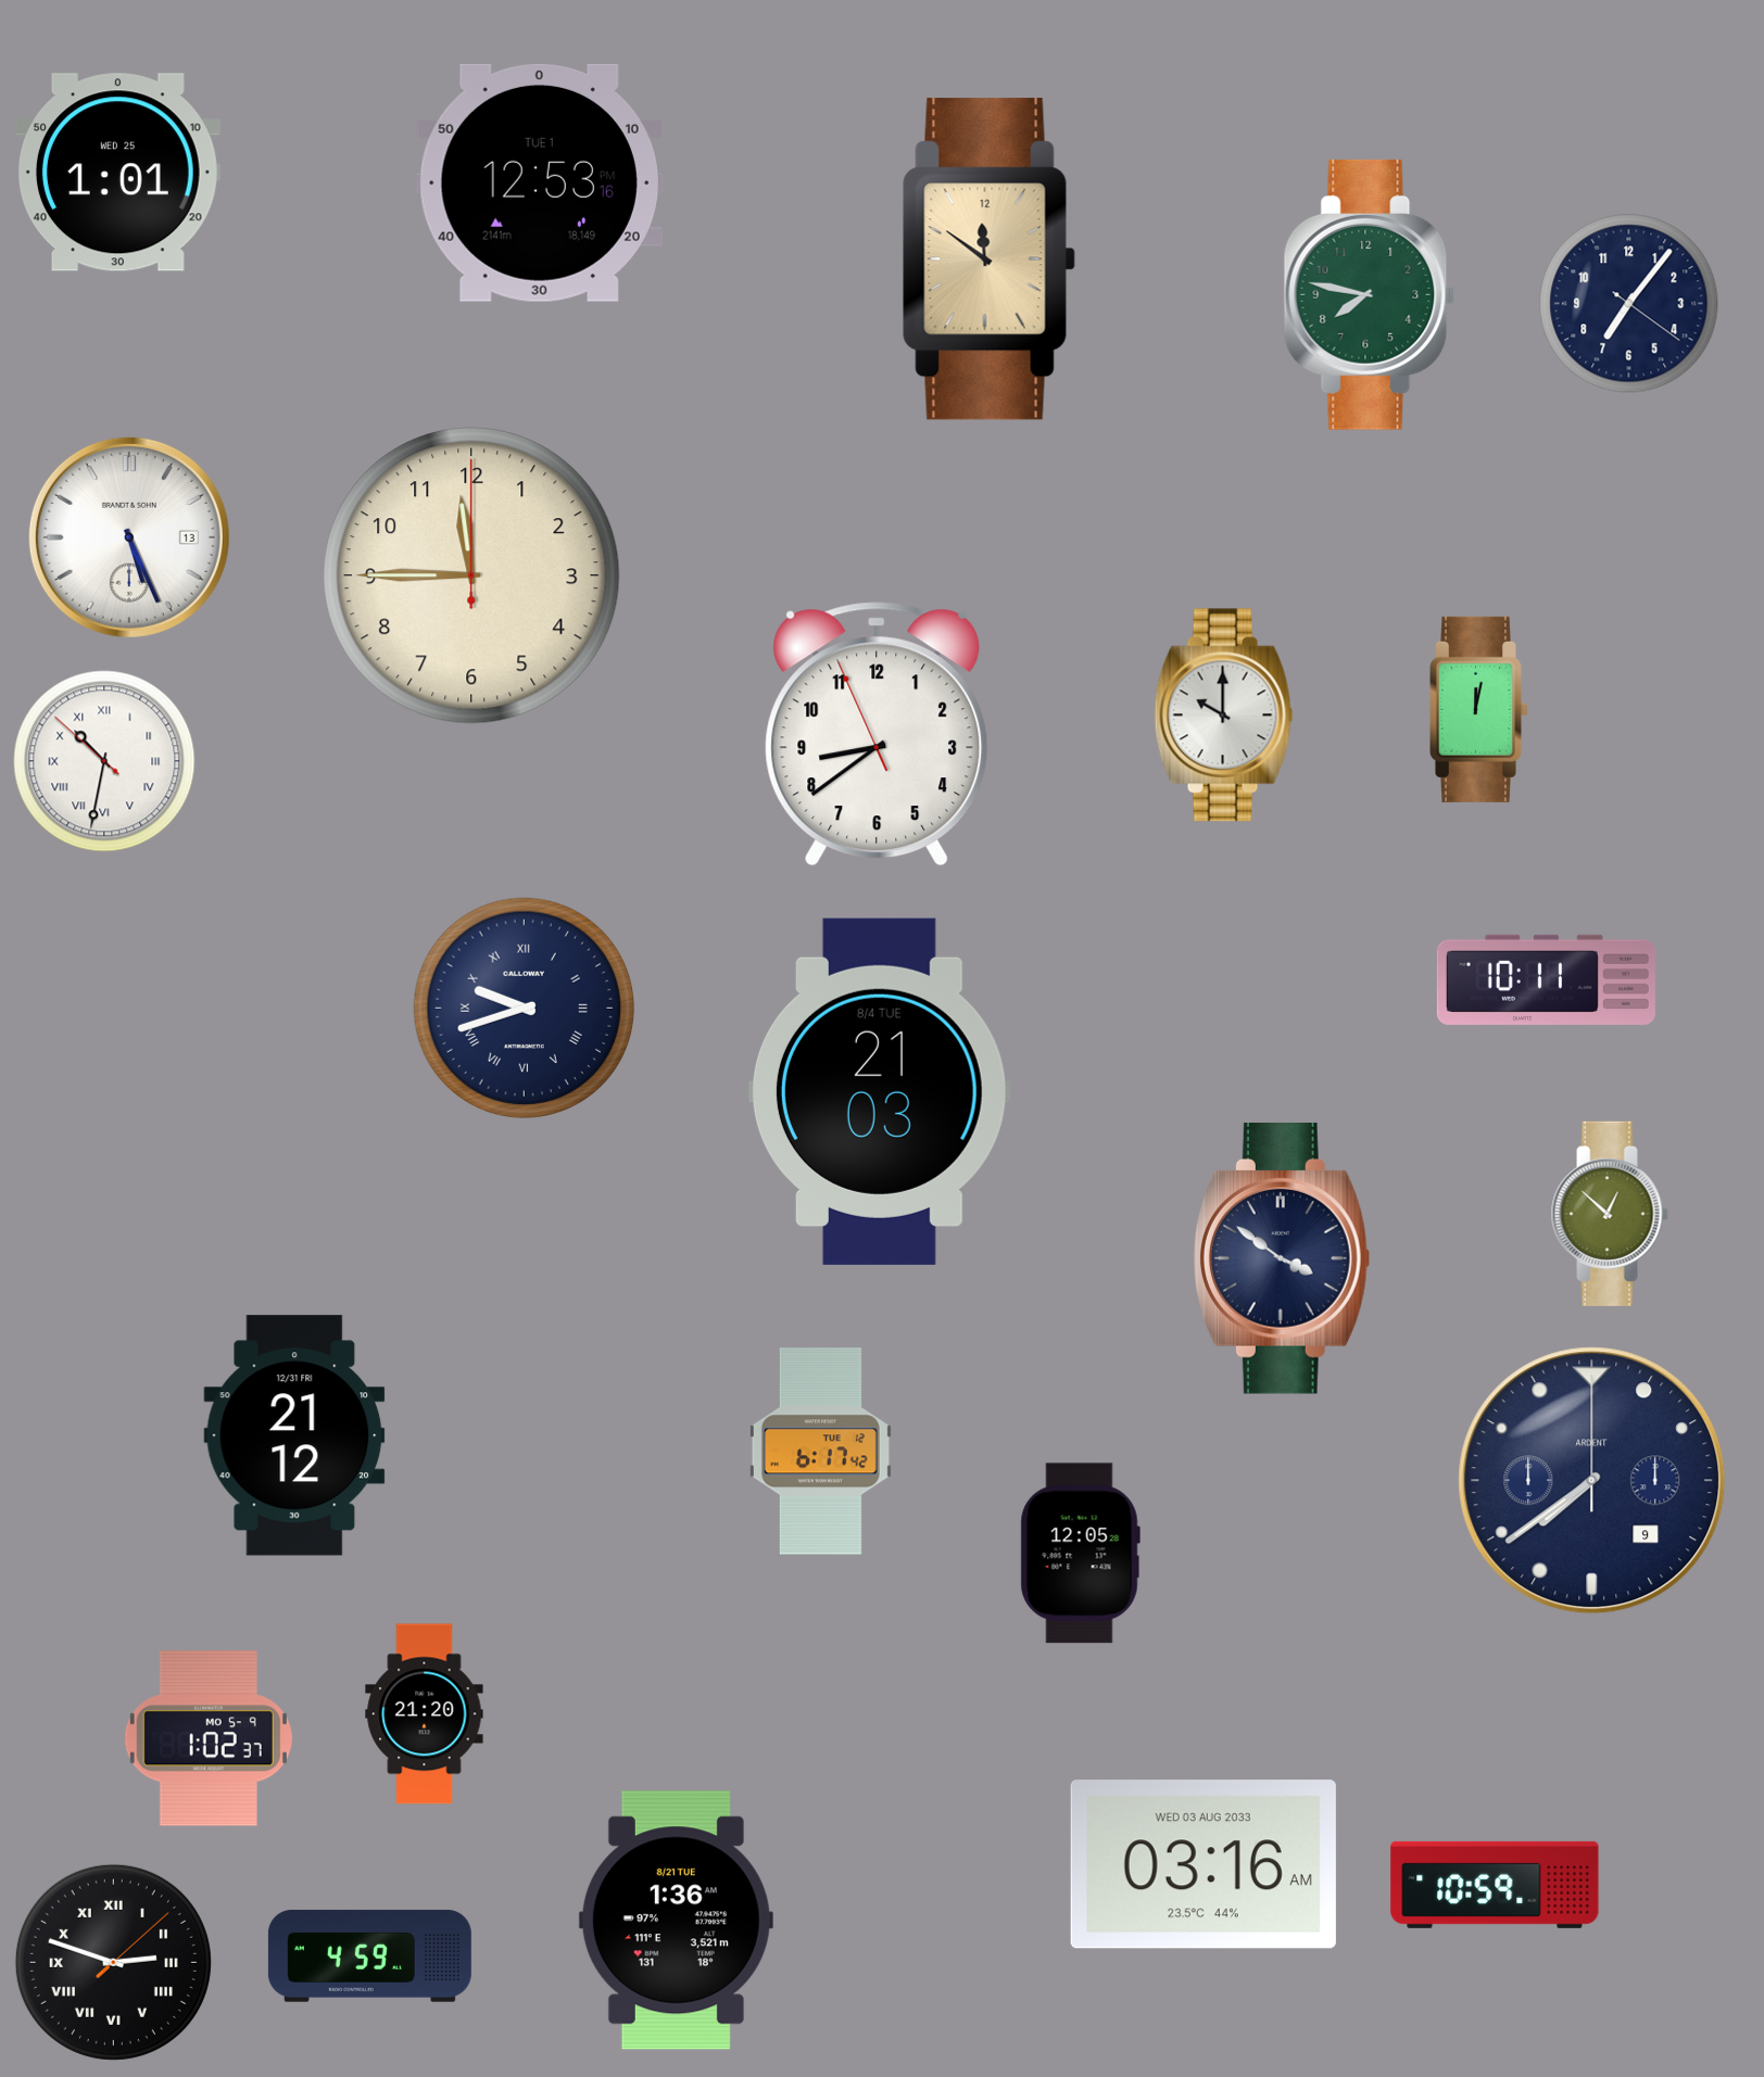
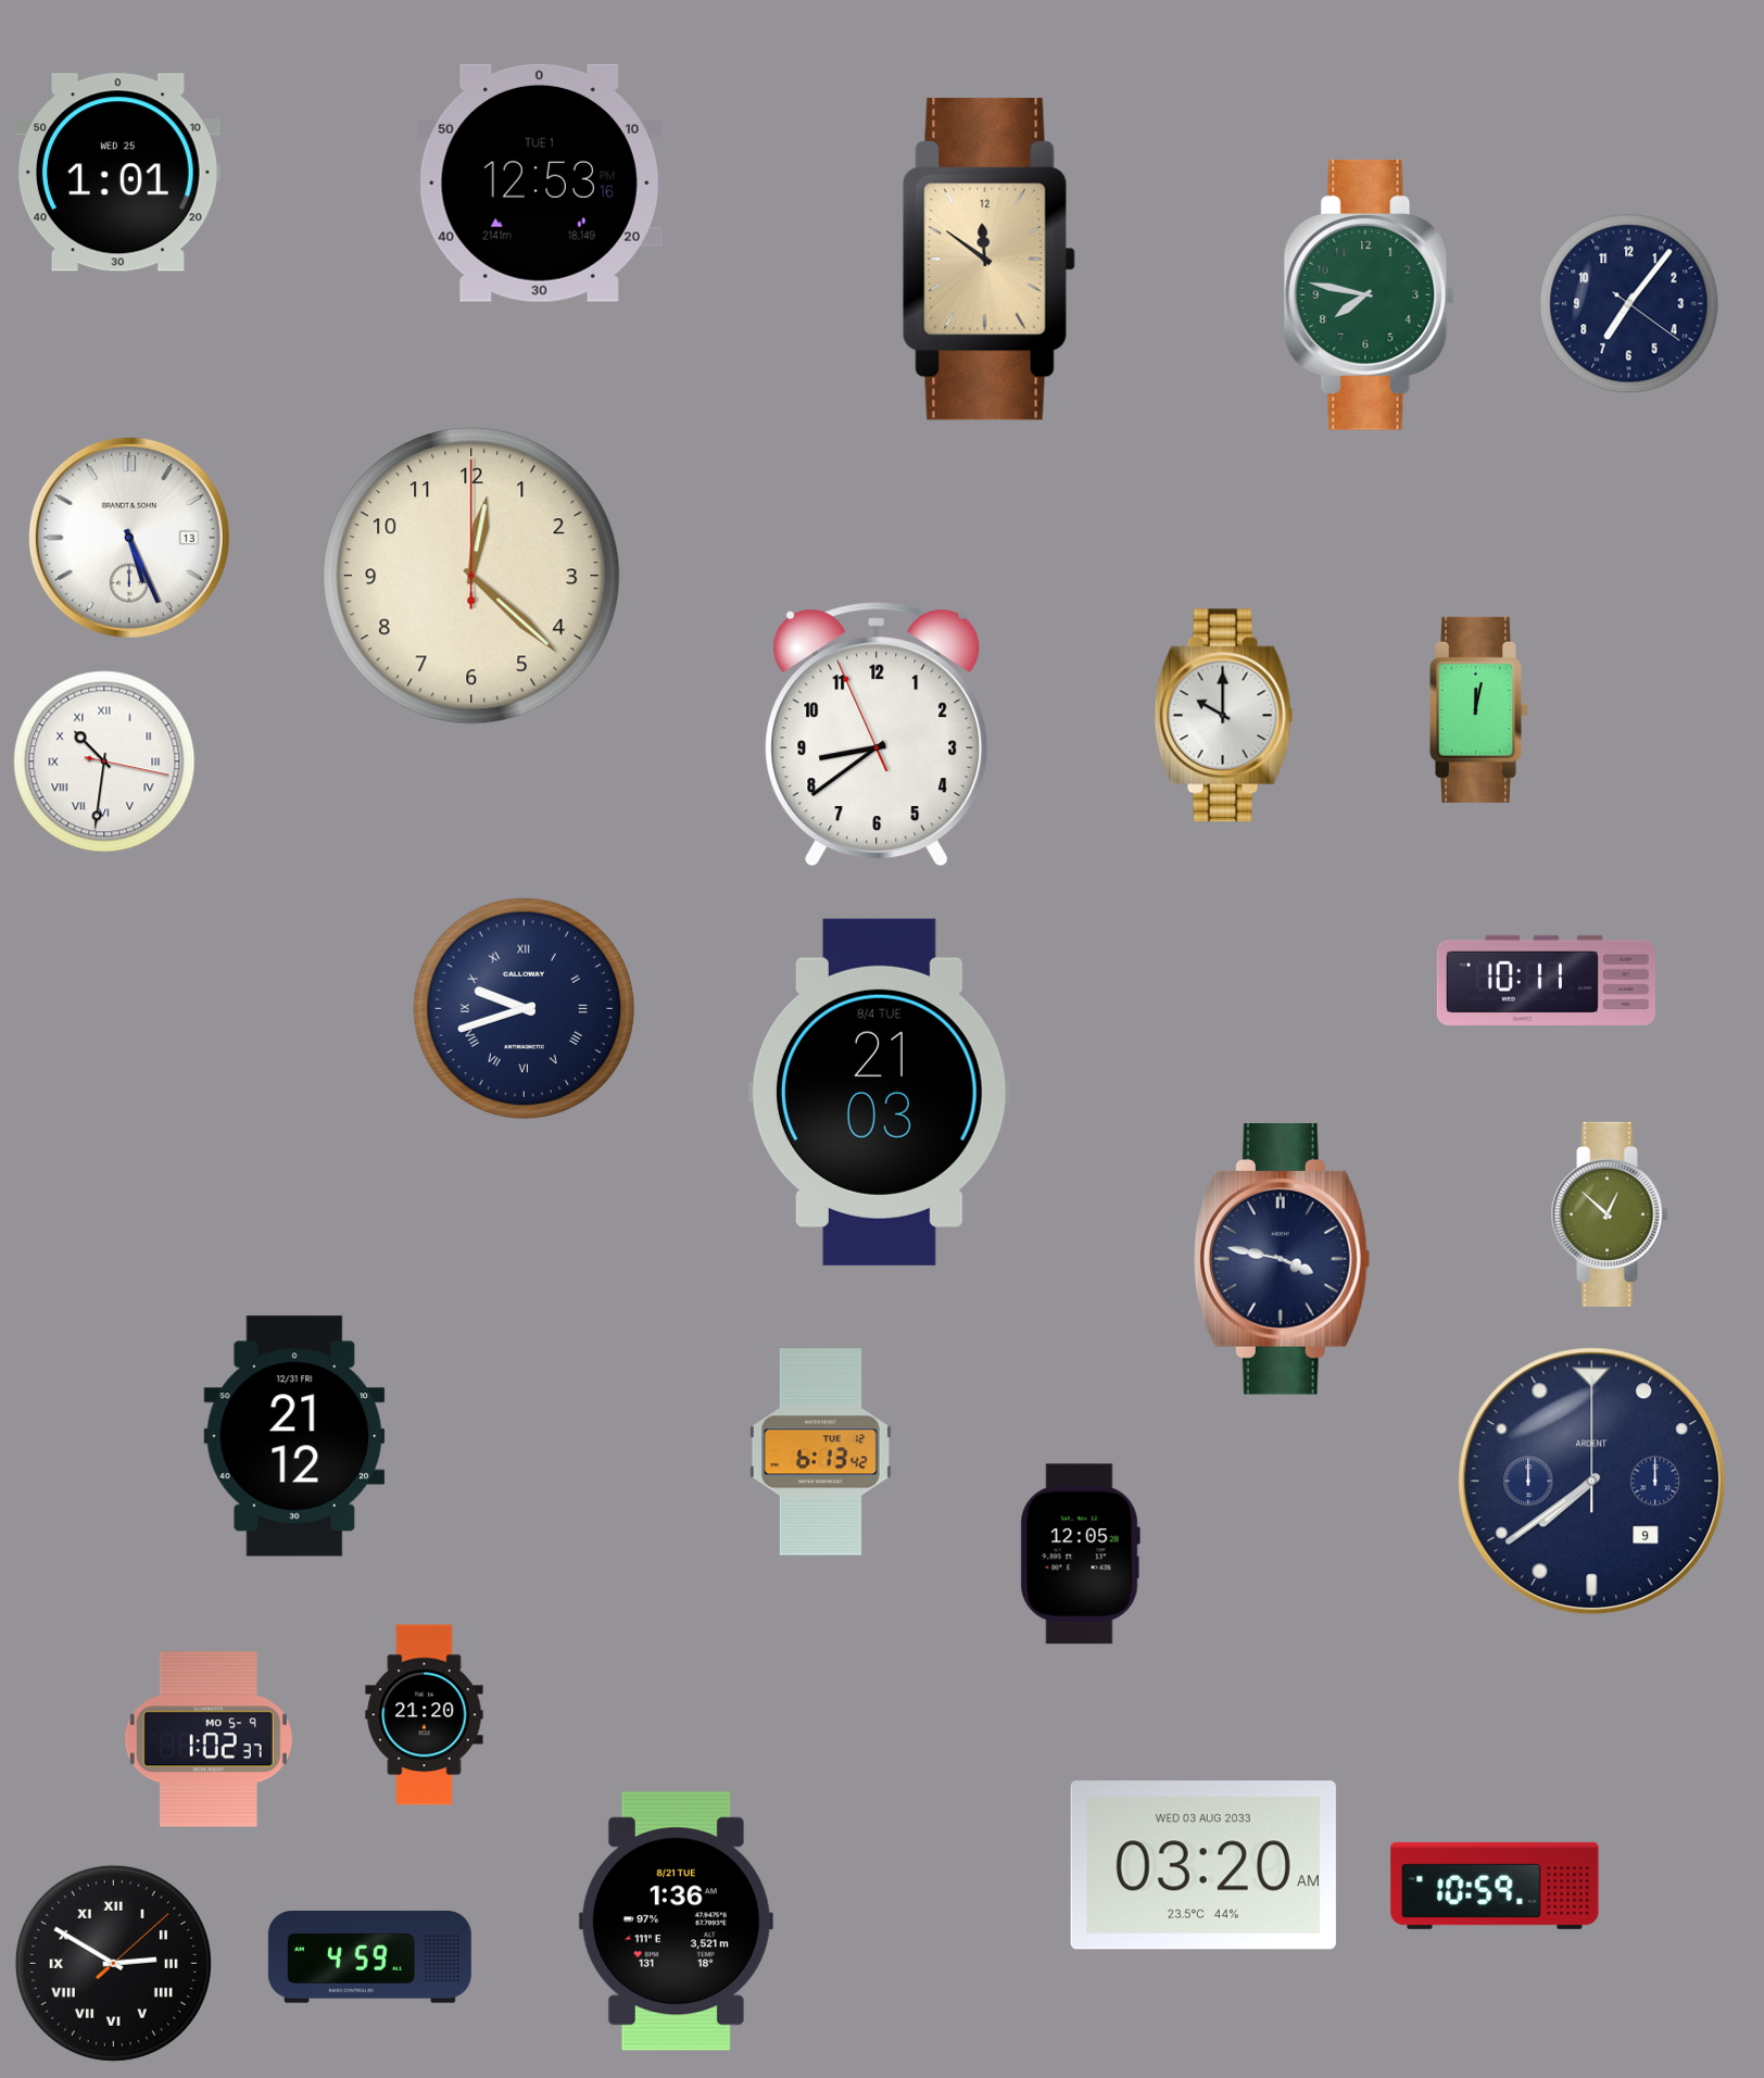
clock at (471, 575): 11:45 -> 12:22
clock at (104, 761): 10:31:52 -> 10:31:17
clock at (1282, 1259): 3:51 -> 3:47
clock at (820, 1452): 6:17 -> 6:13
clock at (1204, 1864): 03:16 -> 03:20
clock at (113, 1962): 2:48 -> 2:50
